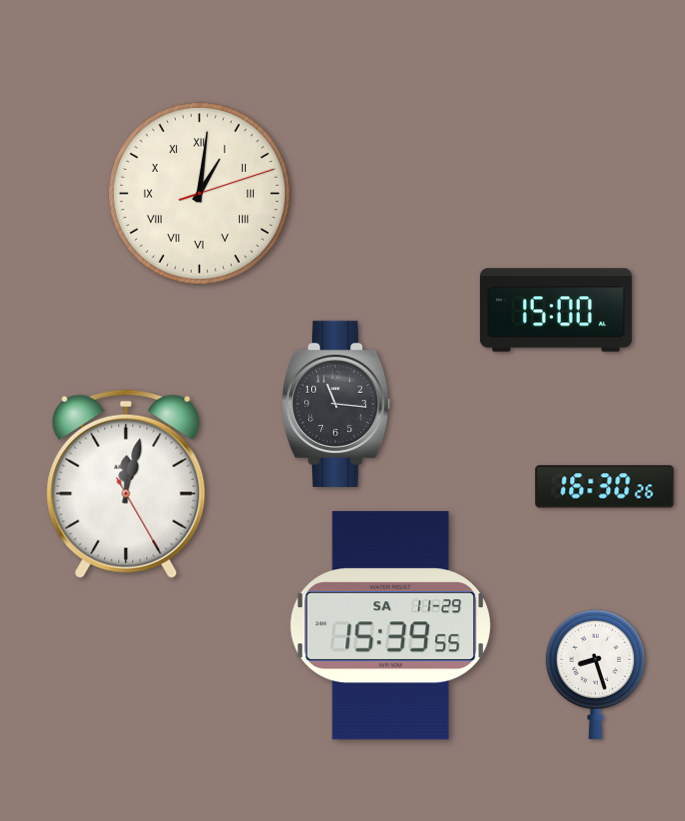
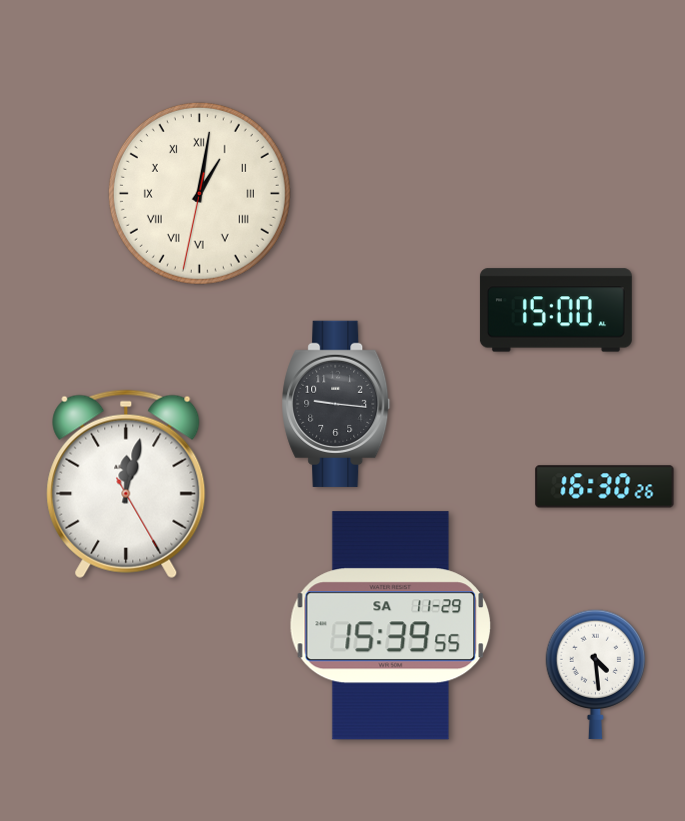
clock at (199, 193): 1:01:12 -> 1:01:32
clock at (336, 404): 11:16 -> 9:16
clock at (596, 675): 8:27 -> 4:29
